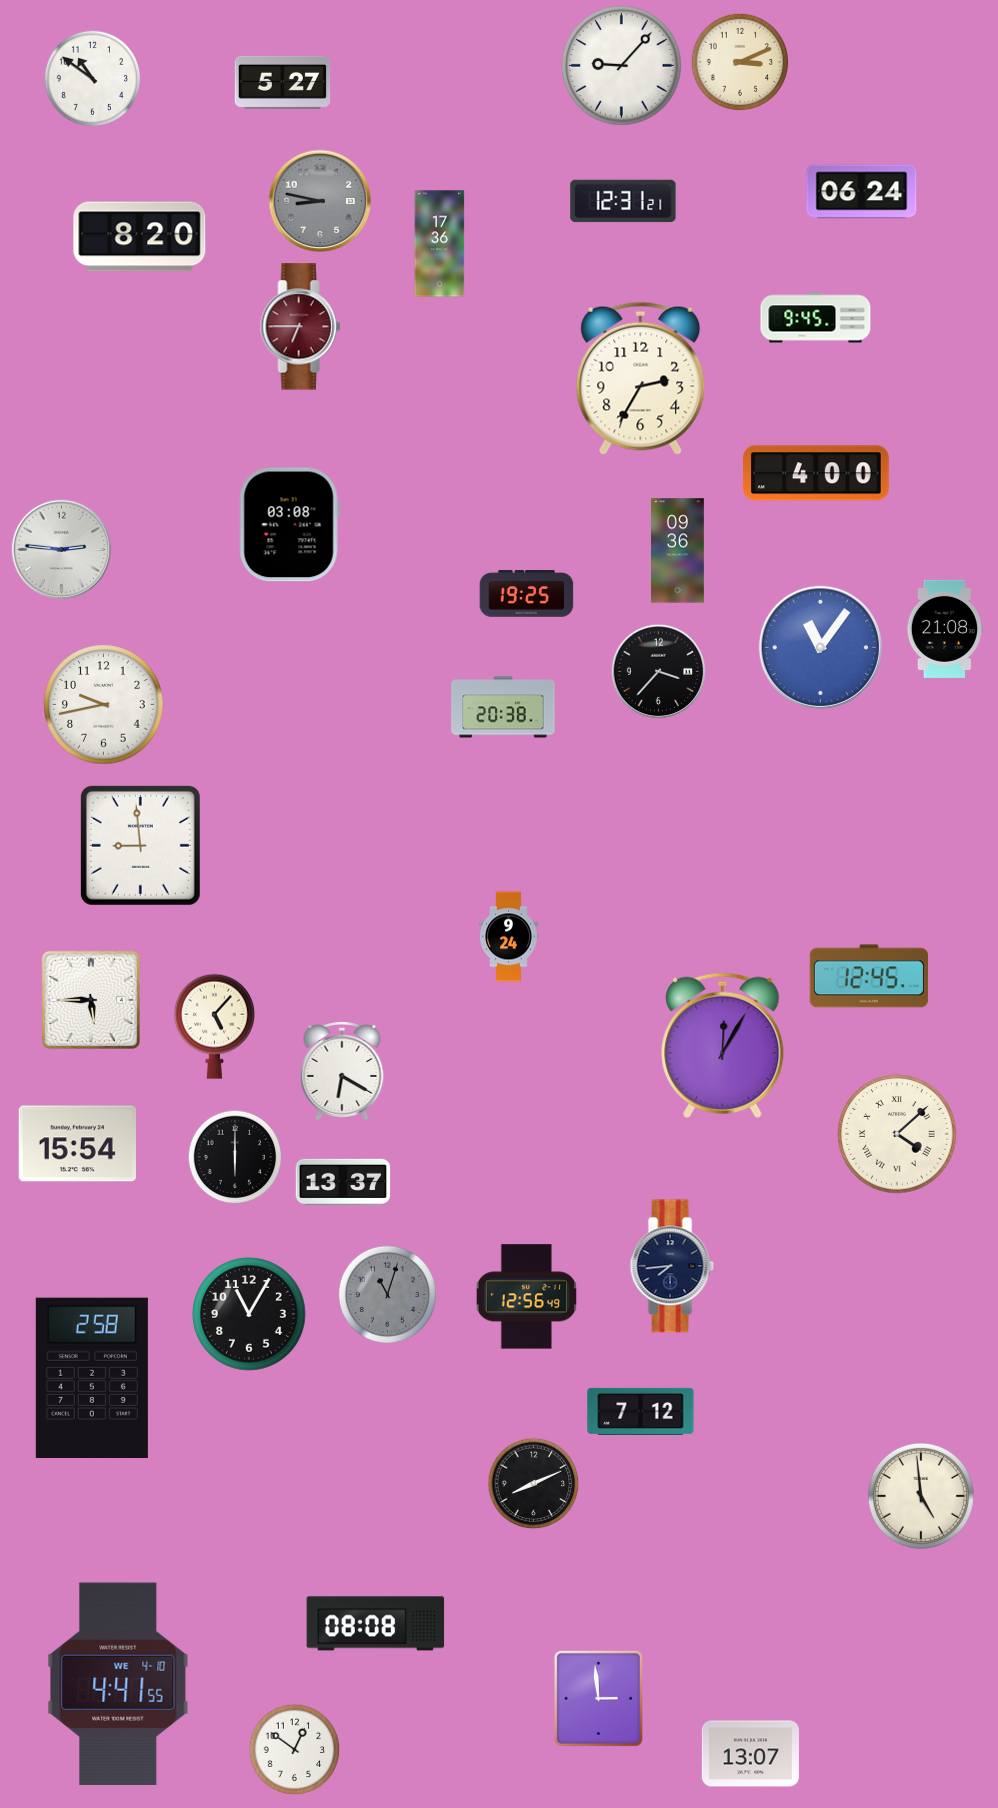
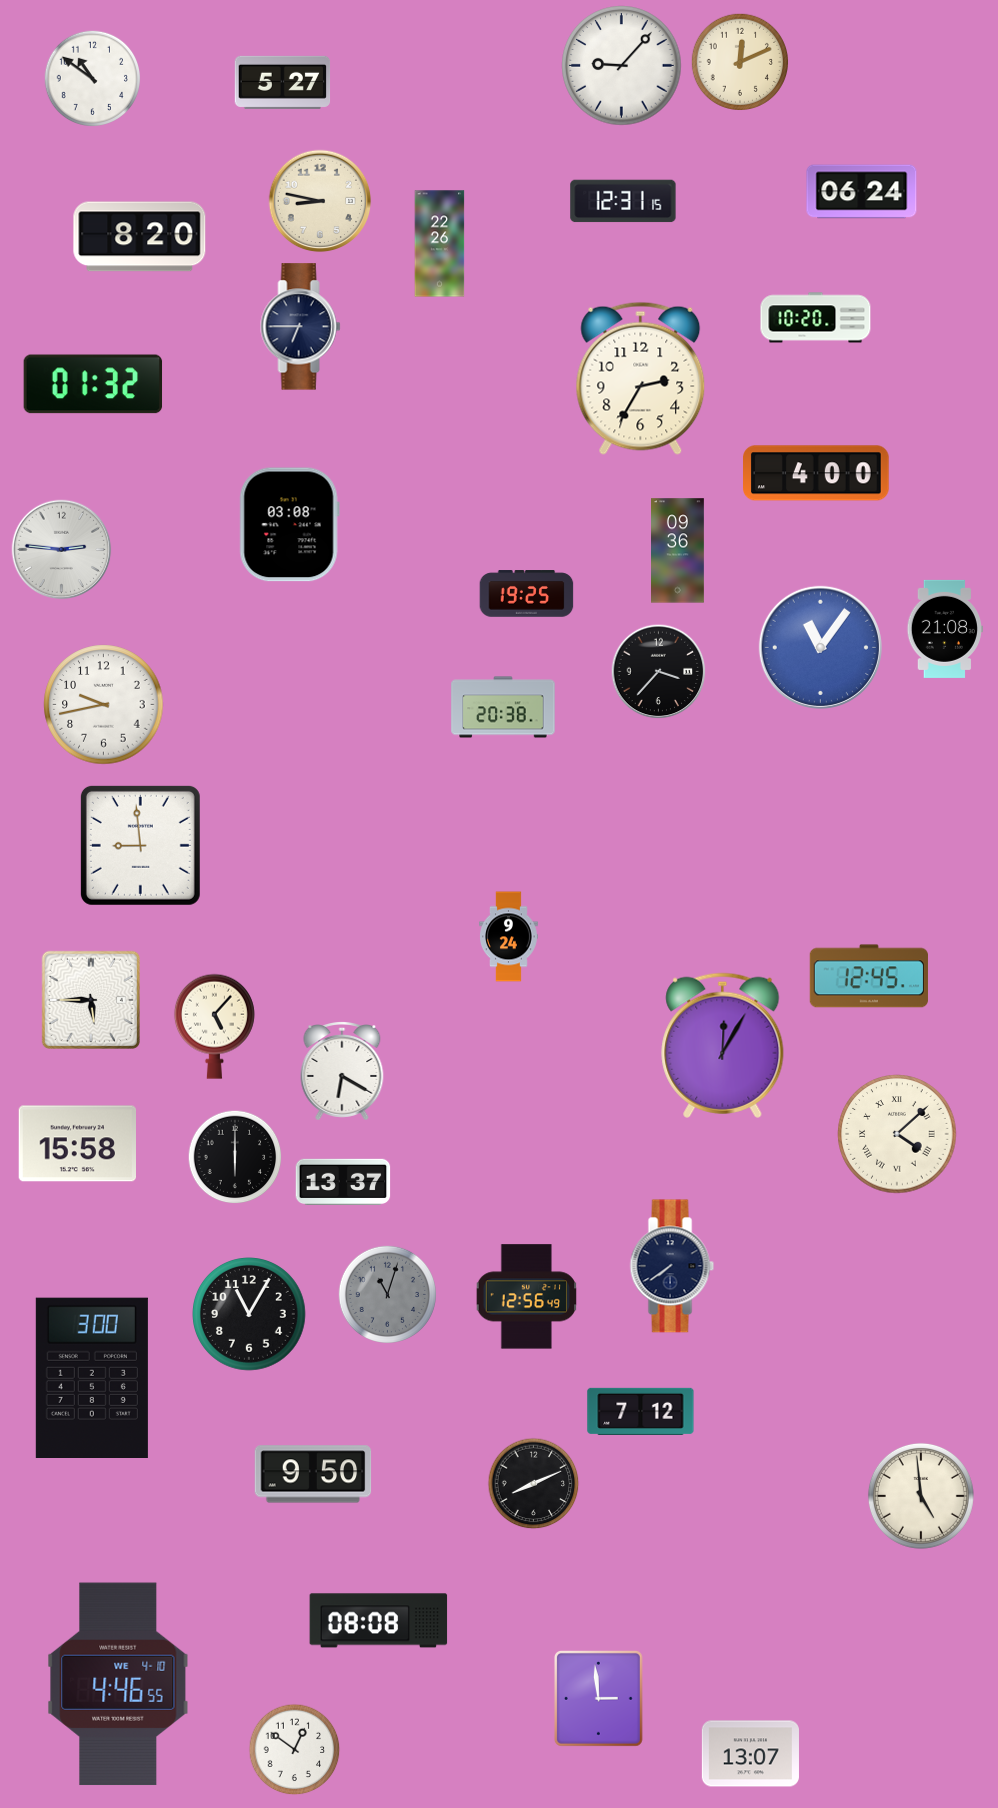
clock at (739, 61): 3:11 -> 12:11
clock at (320, 201) dial: grey -> cream
clock at (623, 201): 12:31:21 -> 12:31:15
clock at (440, 244): 17:36 -> 22:26
clock at (816, 318): 9:45 -> 10:20
clock at (301, 327) dial: burgundy -> navy
clock at (93, 384): none -> 01:32
clock at (77, 1144): 15:54 -> 15:58
clock at (672, 1266): 7:44 -> 7:39
clock at (92, 1377): 2:58 -> 3:00
clock at (313, 1474): none -> 9:50
clock at (376, 1624) position: (376, 1624) -> (379, 1621)
clock at (118, 1684): 4:41 -> 4:46
